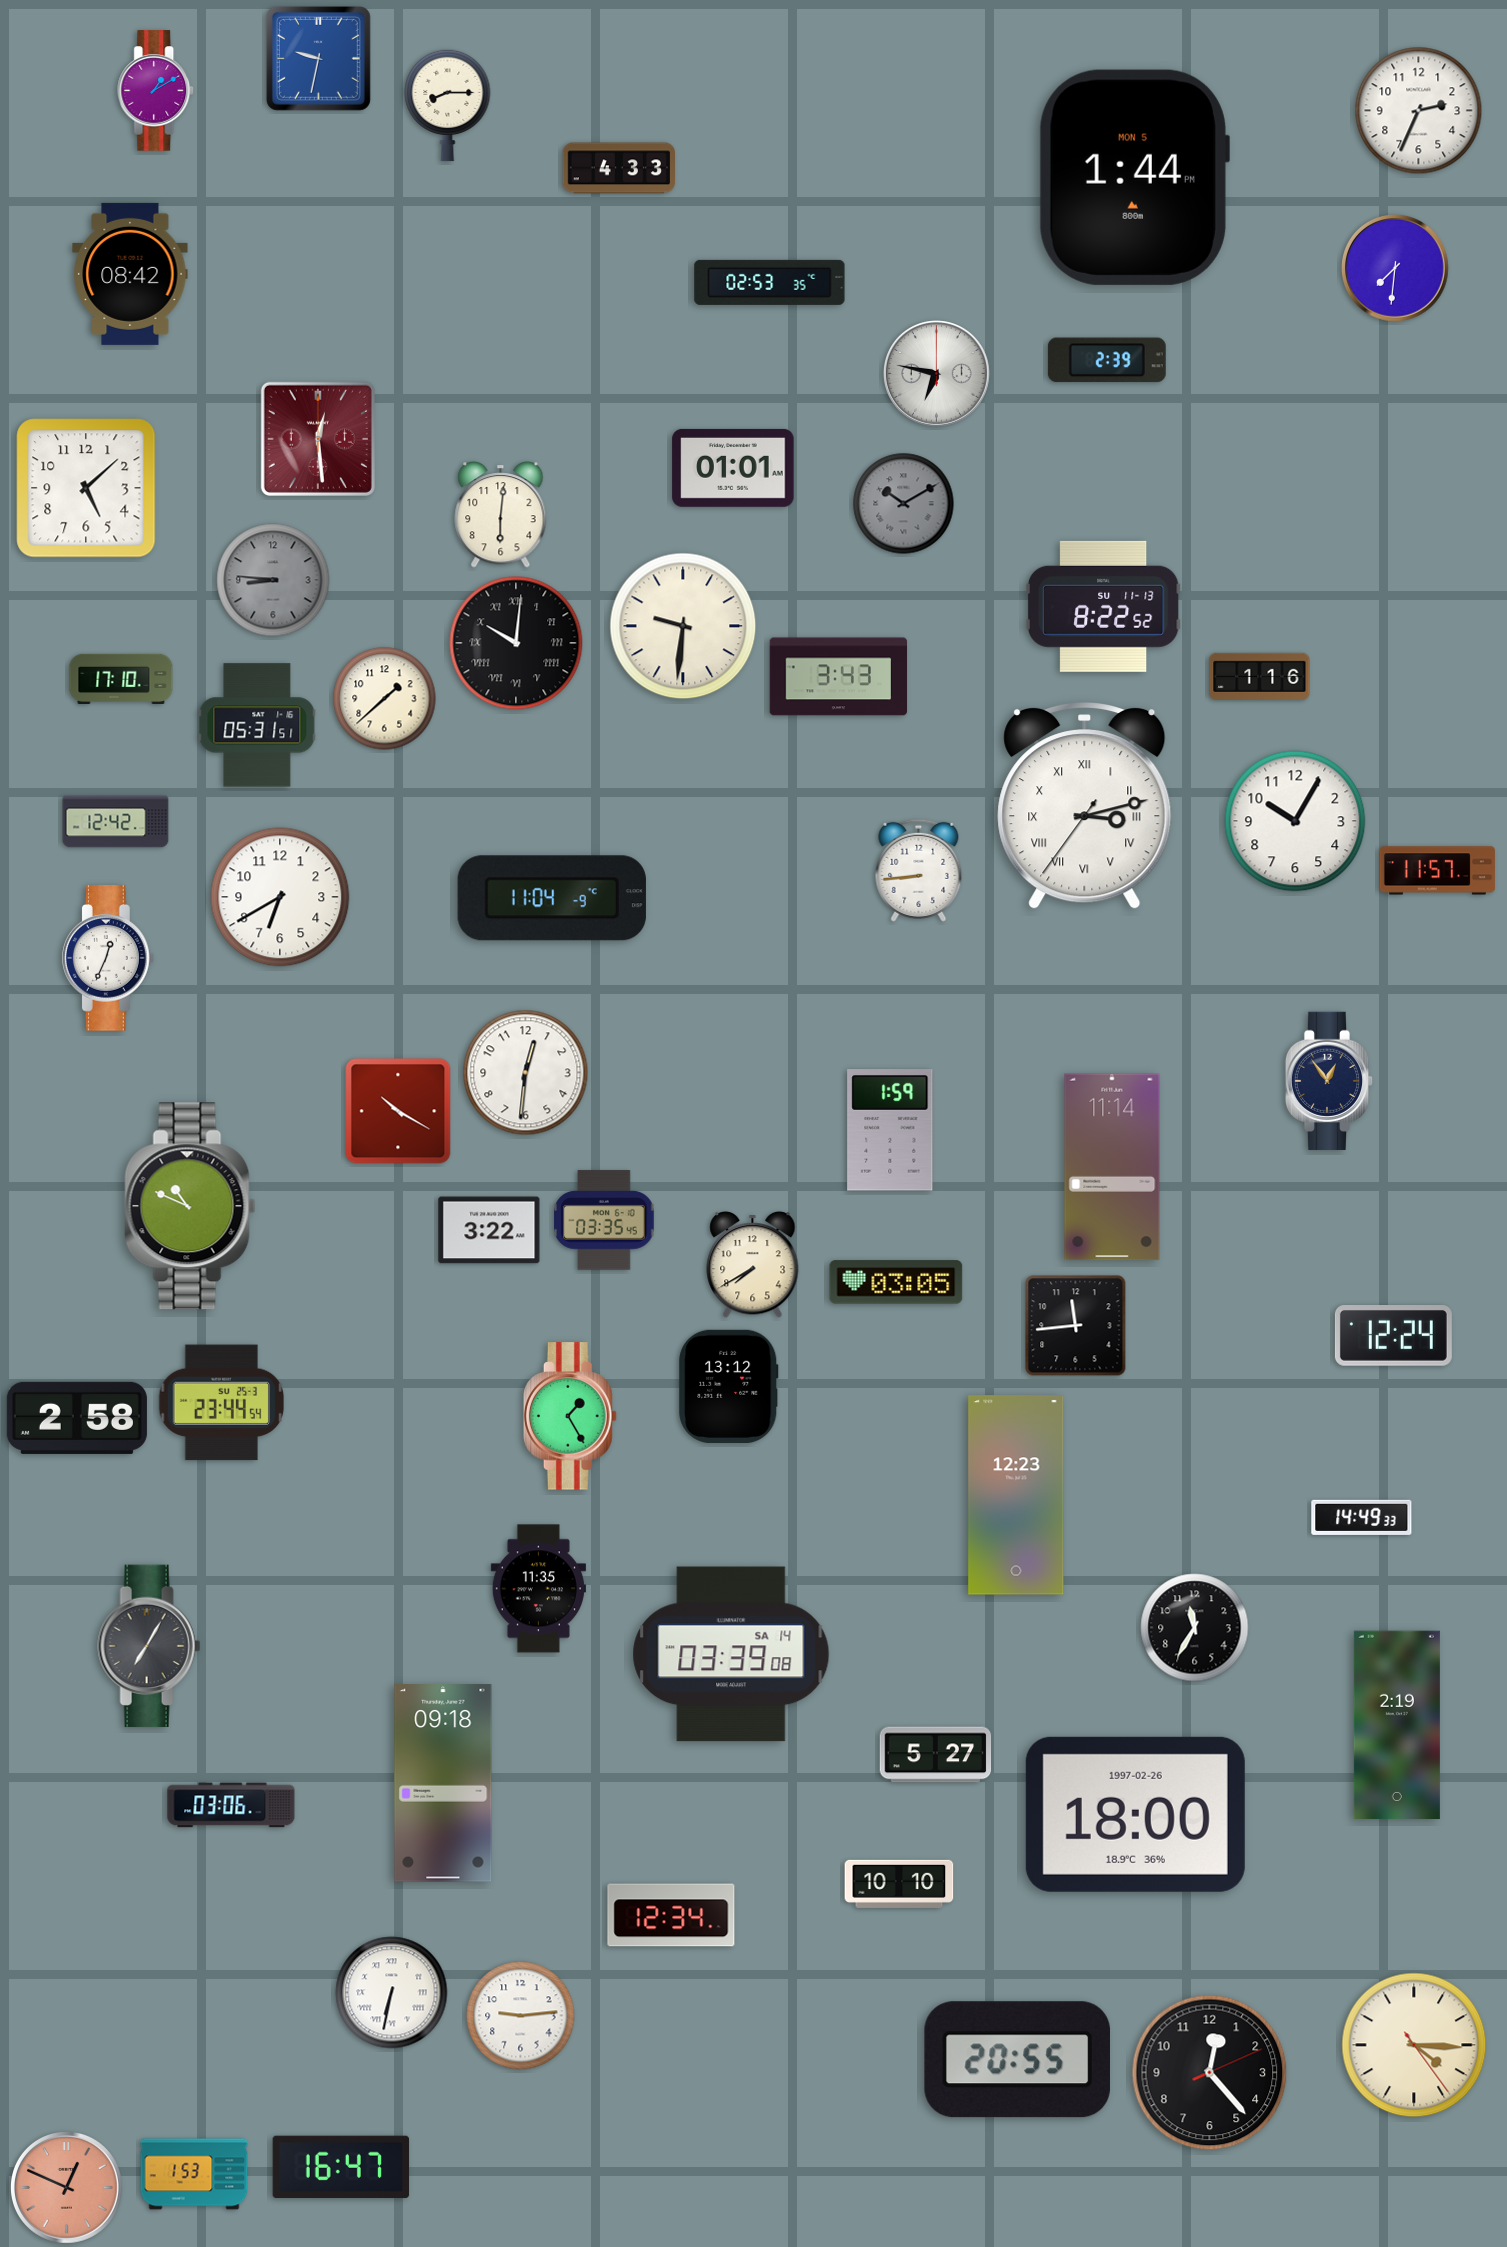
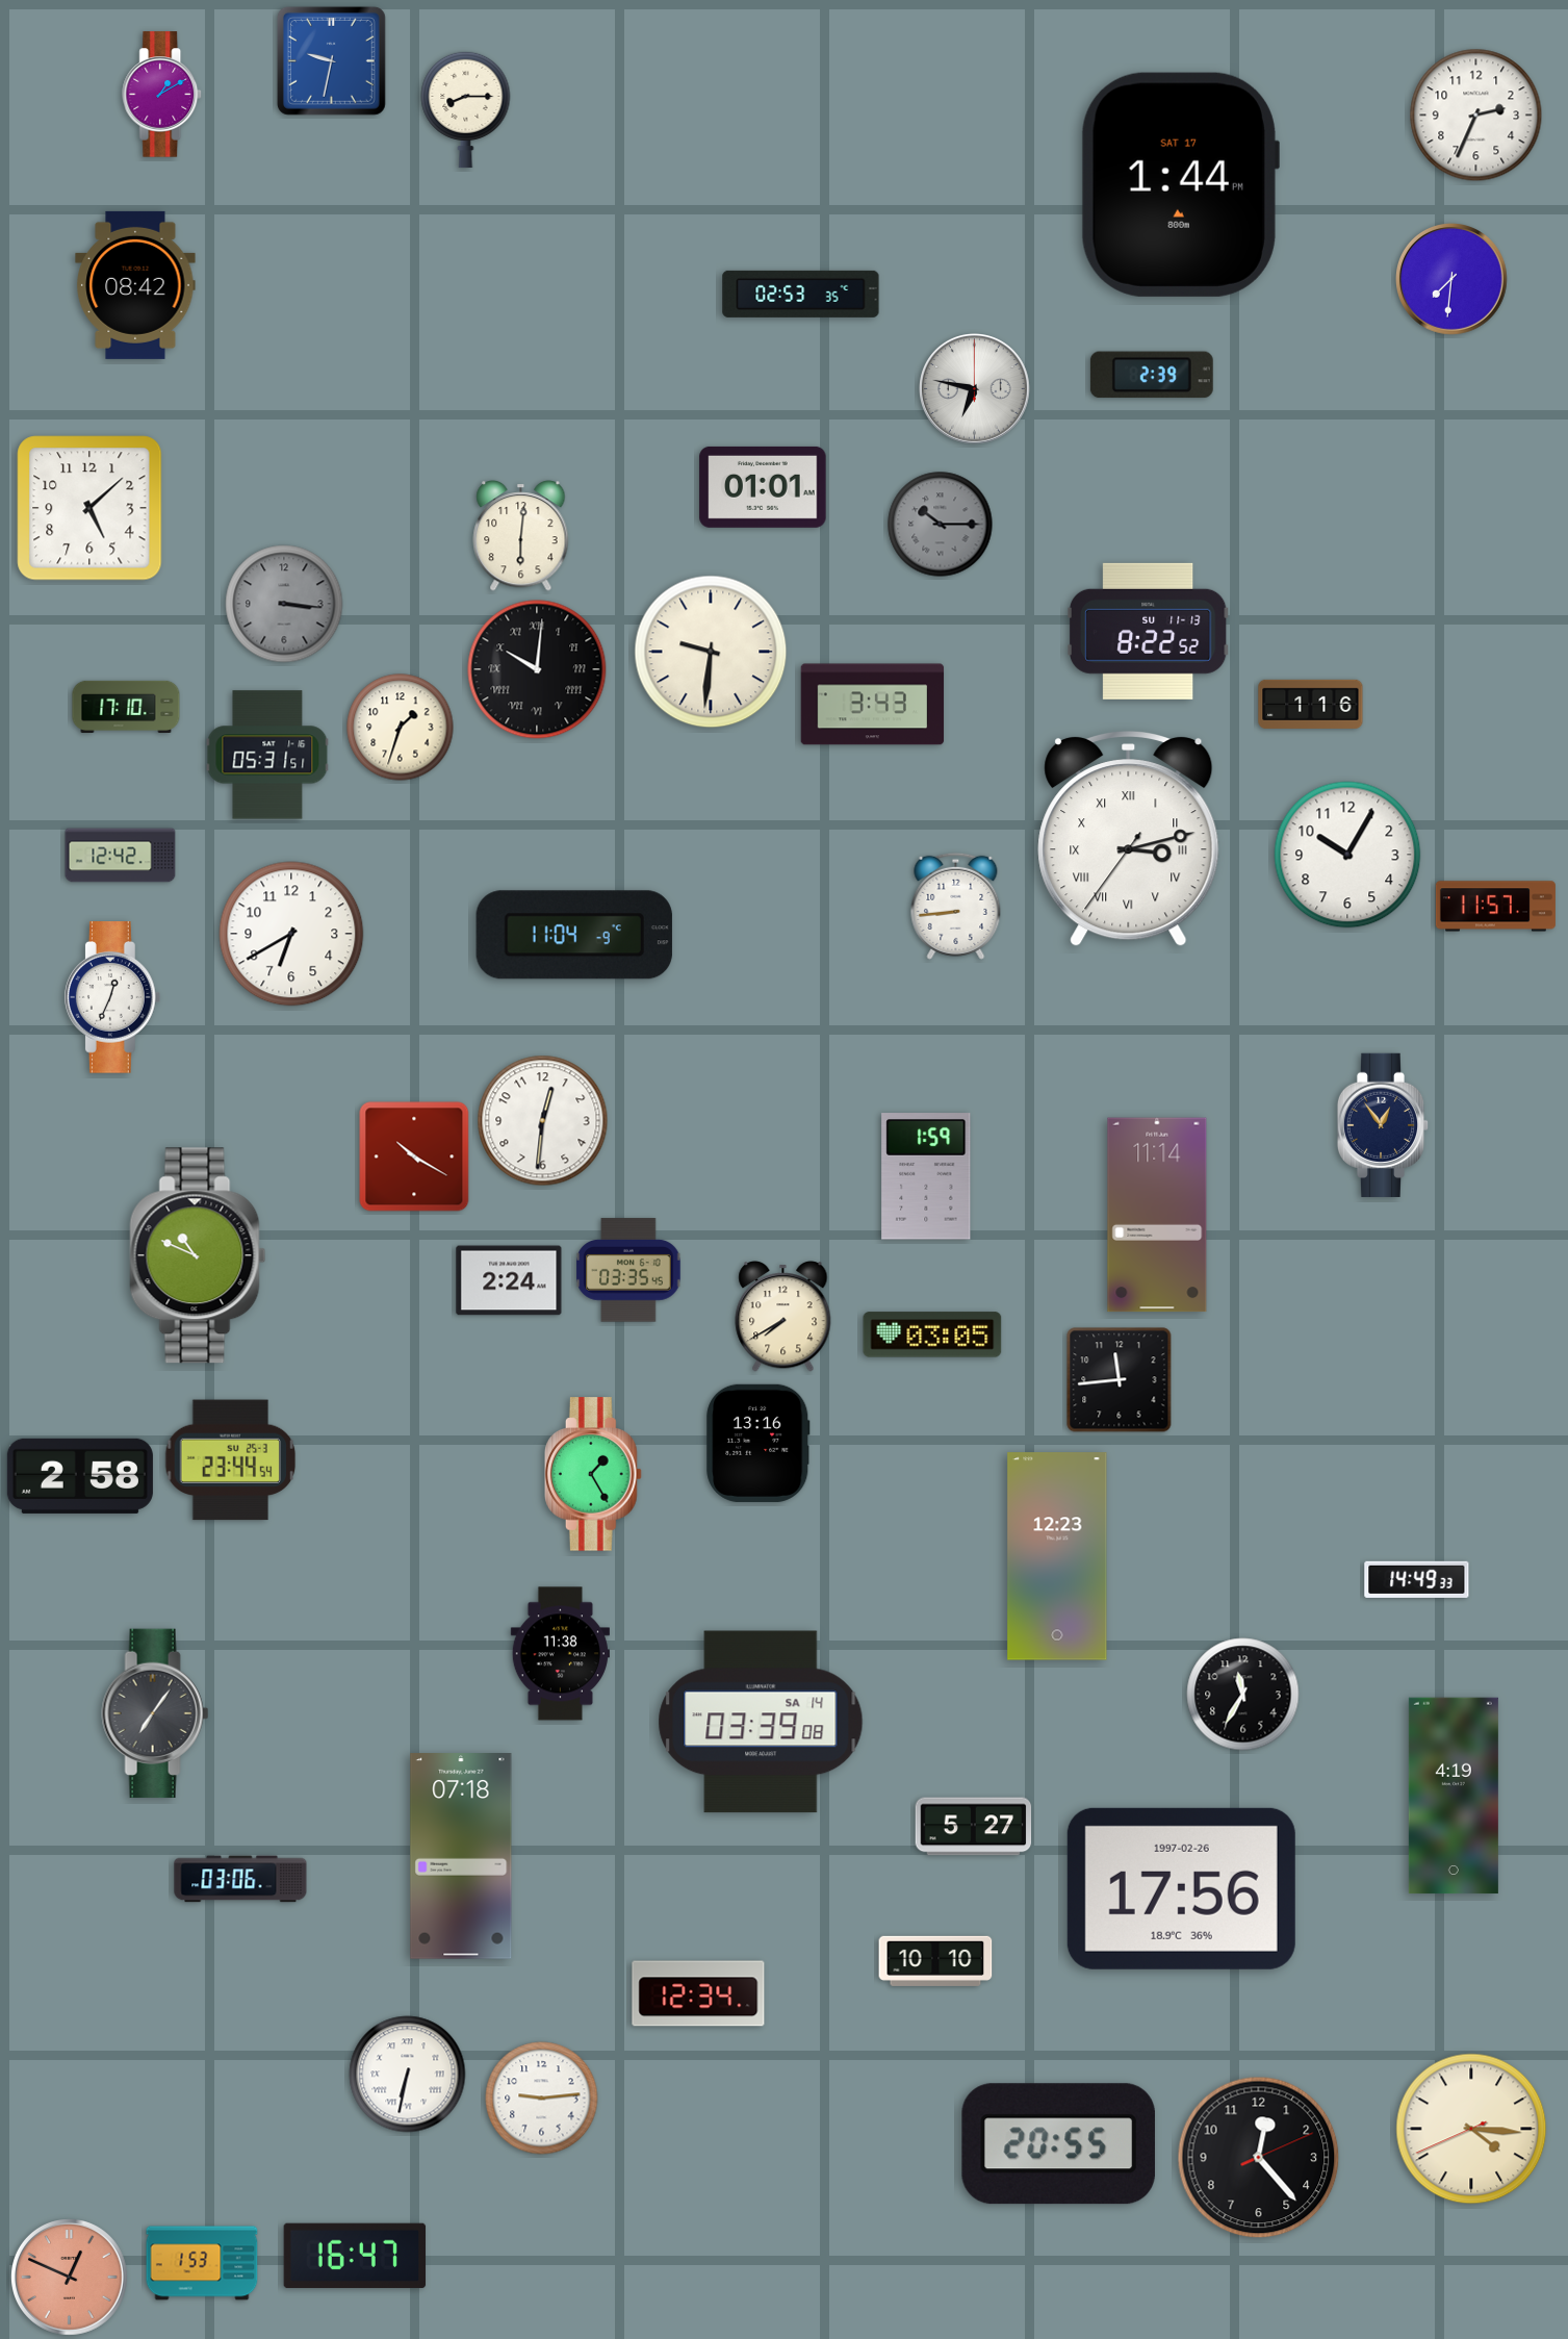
clock at (618, 168): 4:33 -> none
clock at (1134, 177) date: MON 5 -> SAT 17
clock at (318, 439): 12:29 -> none
clock at (904, 504): 10:10 -> 10:15
clock at (273, 580): 8:46 -> 3:16
clock at (385, 699): 1:38 -> 1:33
clock at (526, 1073) position: (526, 1073) -> (543, 1121)
clock at (489, 1230): 3:22 -> 2:24
clock at (1393, 1336): 12:24 -> none
clock at (729, 1386): 13:12 -> 13:16
clock at (538, 1589): 11:35 -> 11:38
clock at (149, 1646): 7:05 -> 7:06
clock at (1397, 1725): 2:19 -> 4:19
clock at (443, 1783): 09:18 -> 07:18
clock at (1135, 1814): 18:00 -> 17:56
clock at (1414, 2045): 4:15:24 -> 4:15:41
